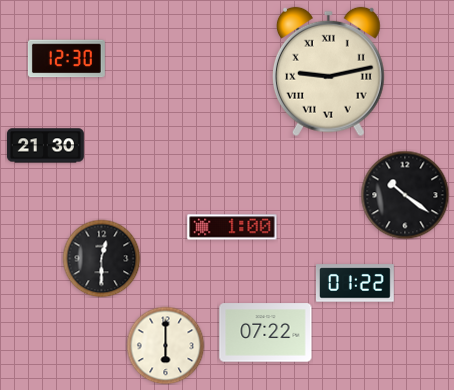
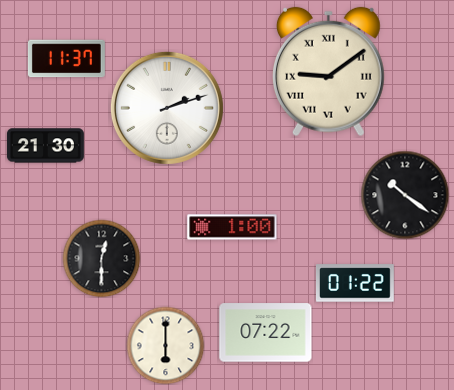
clock at (66, 59): 12:30 -> 11:37
clock at (328, 72): 9:13 -> 9:09
clock at (167, 108): none -> 2:12
